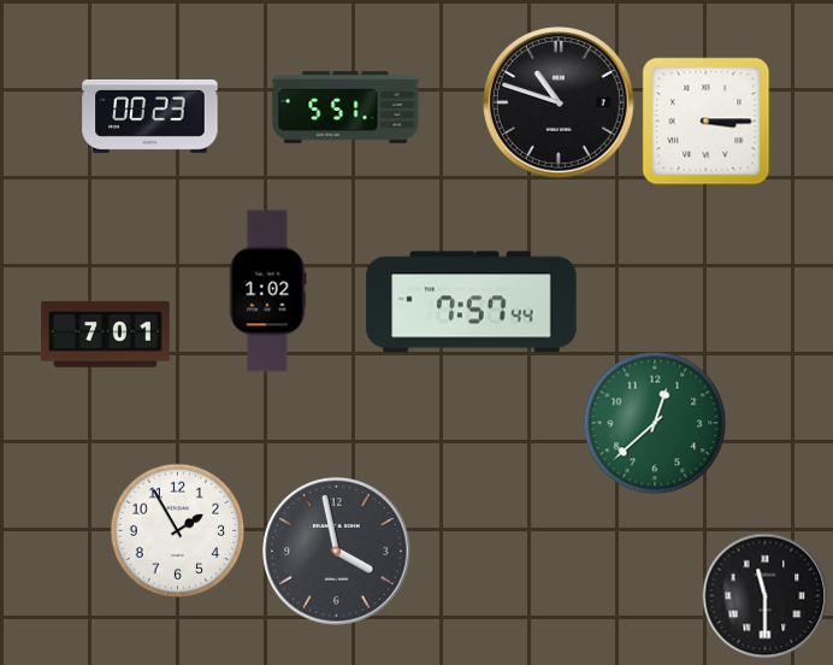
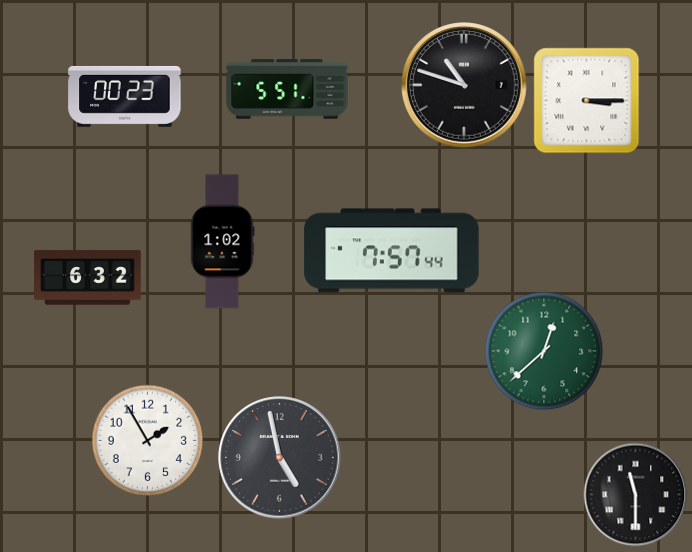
clock at (106, 335): 7:01 -> 6:32
clock at (337, 552): 3:58 -> 4:58
